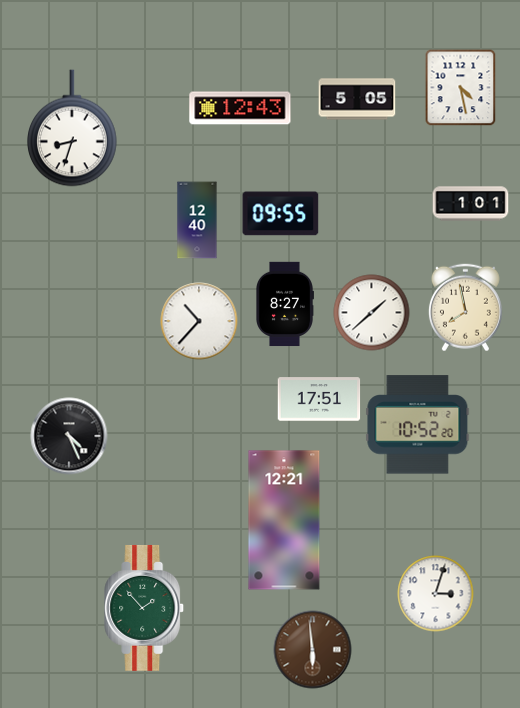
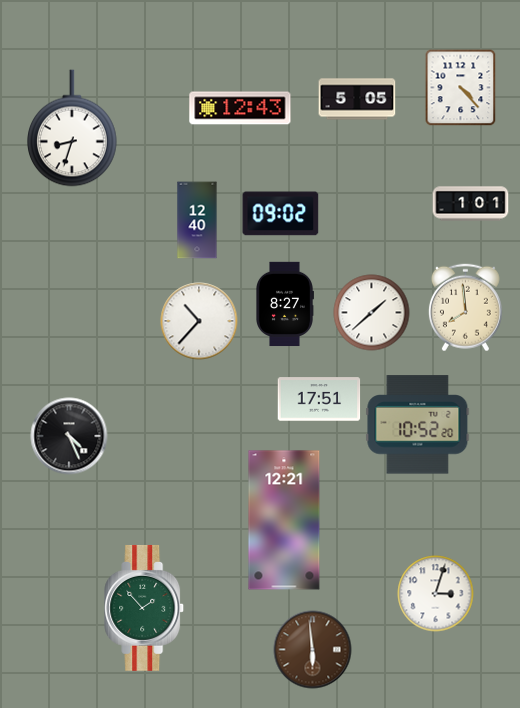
clock at (461, 87): 4:28 -> 4:23
clock at (281, 214): 09:55 -> 09:02
clock at (465, 308): 7:58 -> 7:59
